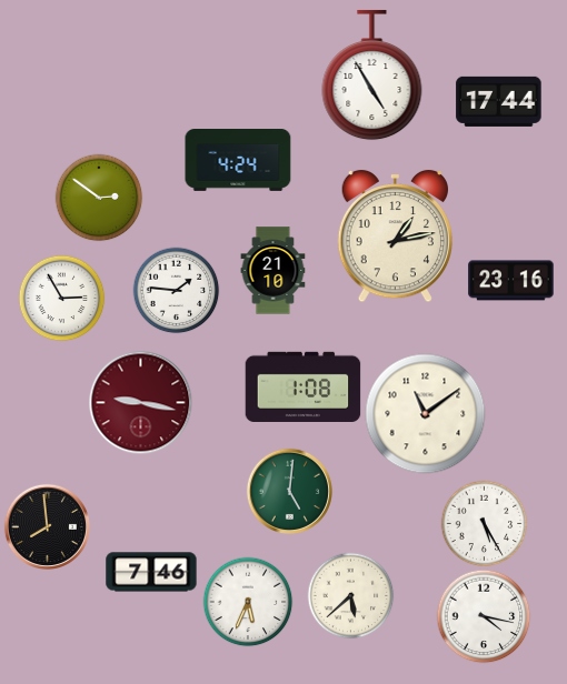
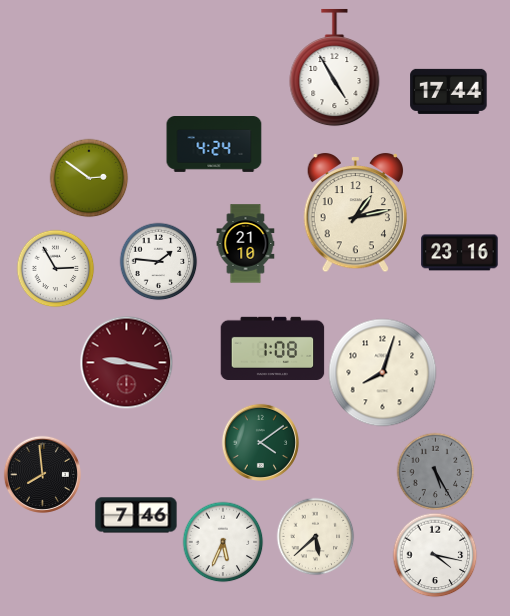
clock at (426, 414): 11:09 -> 8:03
clock at (289, 491): 5:01 -> 4:09
clock at (484, 523) dial: white -> grey
